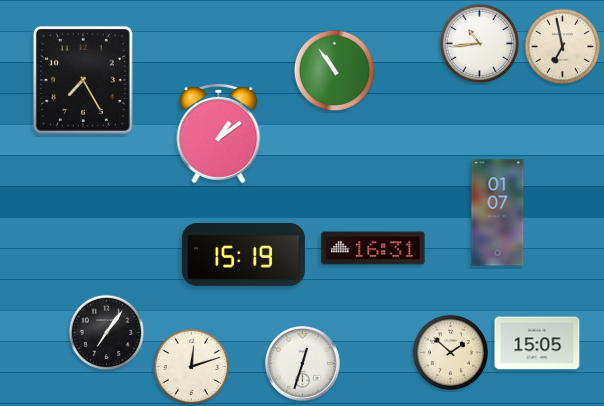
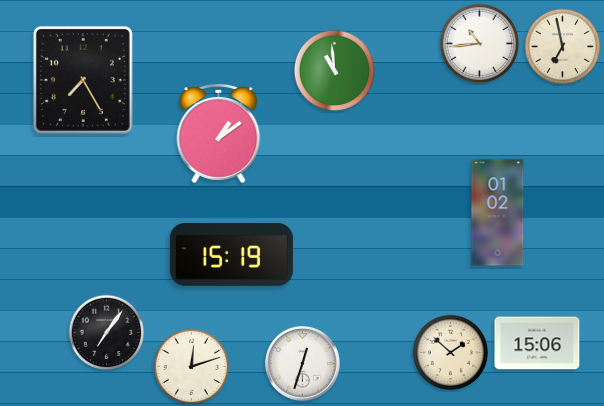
clock at (334, 70): 10:54 -> 10:59
clock at (498, 213): 01:07 -> 01:02
clock at (373, 248): 16:31 -> none
clock at (243, 254) position: (243, 254) -> (231, 254)
clock at (537, 343): 15:05 -> 15:06
